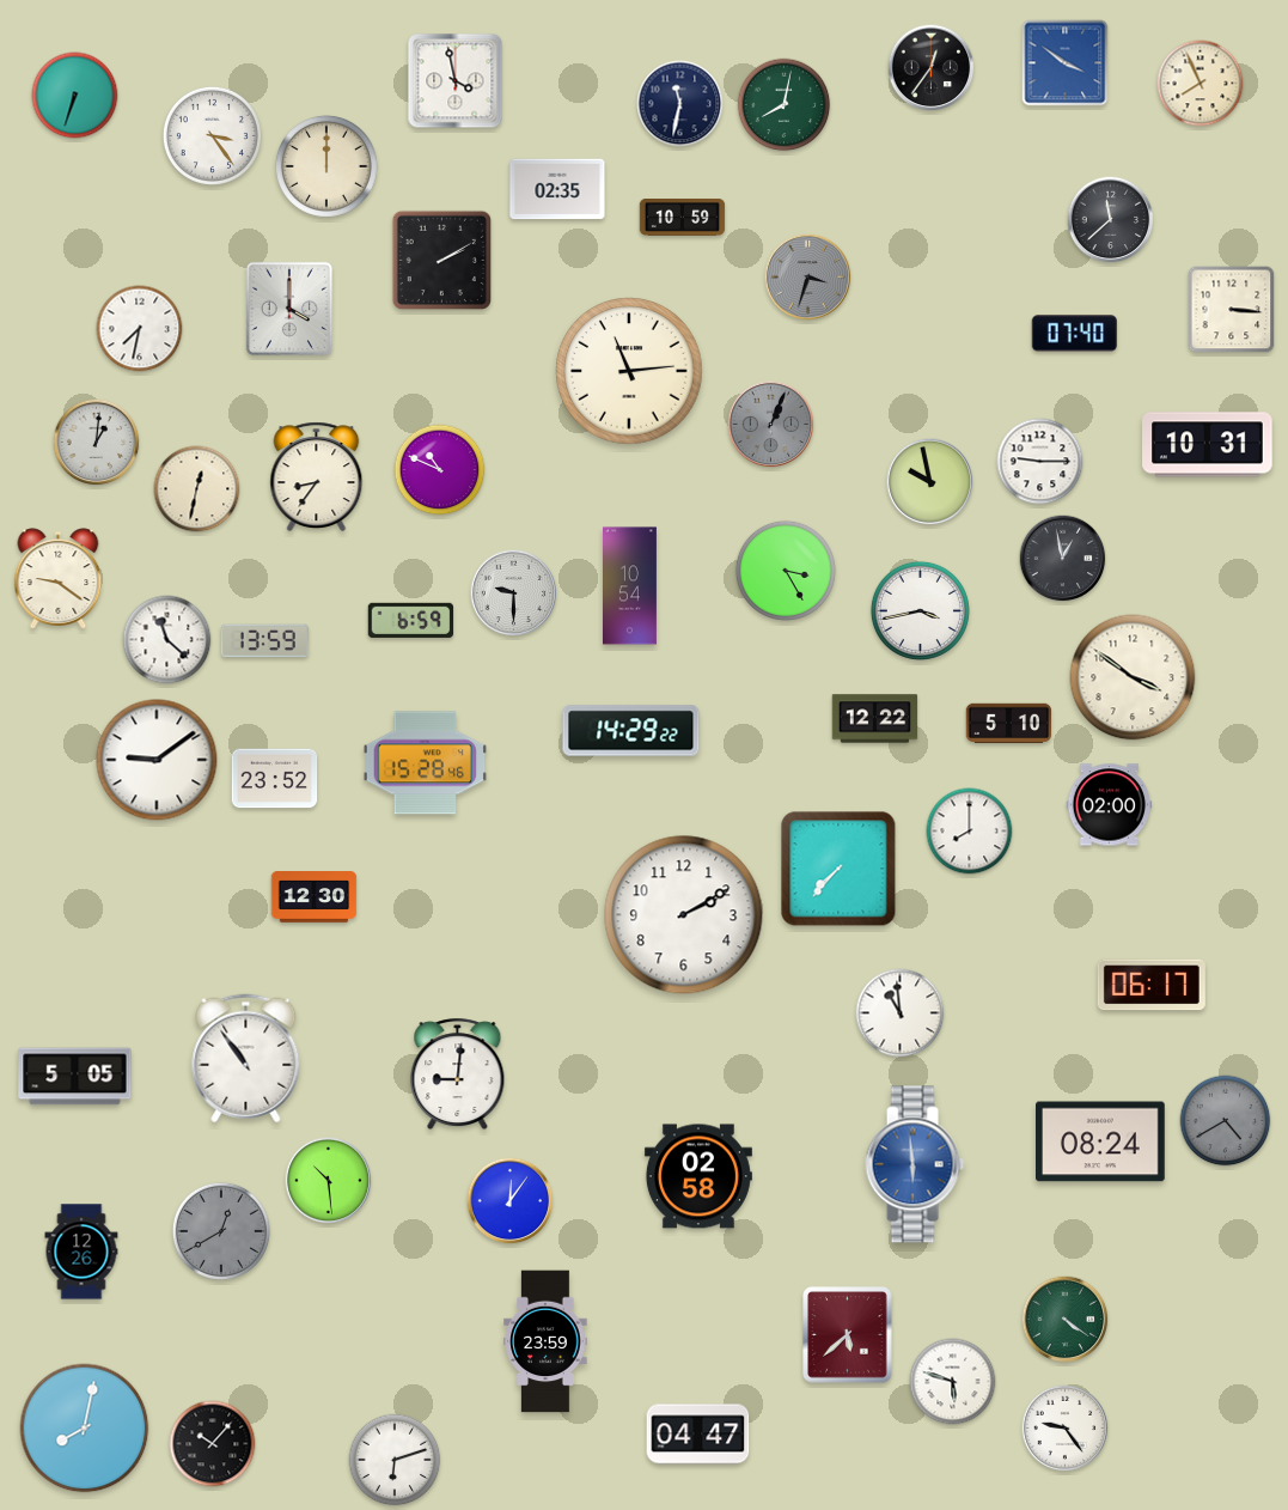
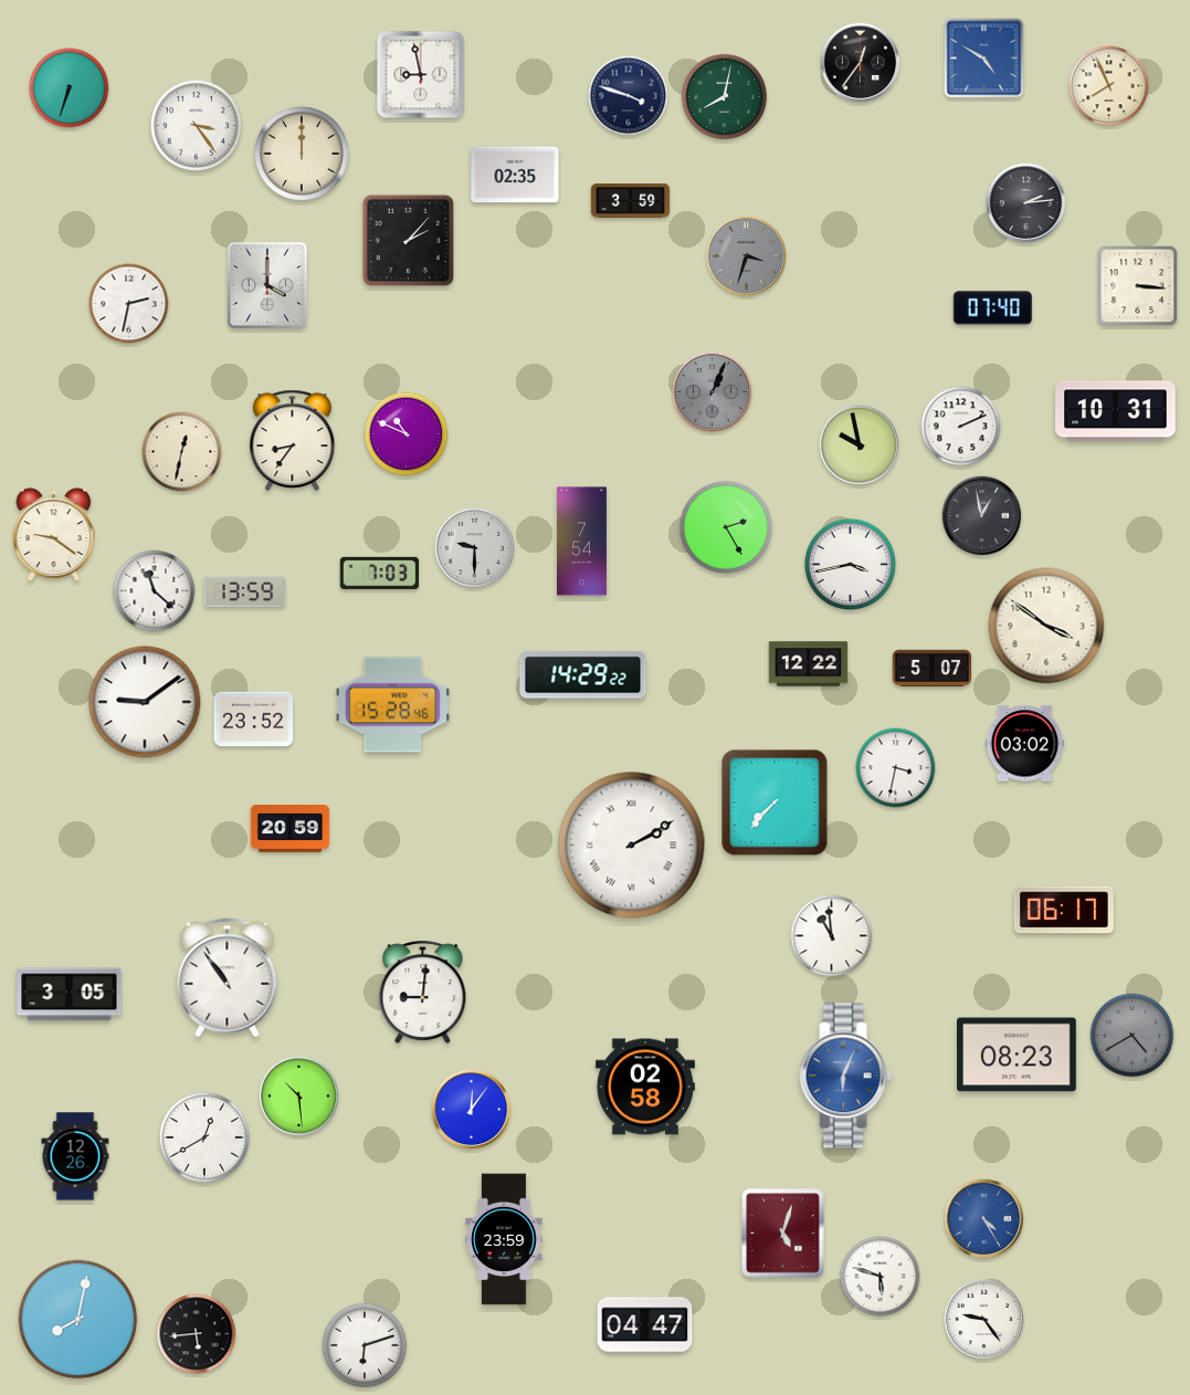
clock at (1066, 63): 3:51 -> 4:50
clock at (456, 81): 3:58 -> 8:58
clock at (1201, 84) position: (1201, 84) -> (1109, 86)
clock at (680, 104): 11:32 -> 3:48
clock at (683, 218): 10:59 -> 3:59
clock at (1111, 220): 11:38 -> 2:14
clock at (441, 260): 2:10 -> 2:07
clock at (140, 329): 7:32 -> 2:32
clock at (629, 371): 11:14 -> none
clock at (97, 443): 1:01 -> none
clock at (1040, 462): 9:15 -> 2:11
clock at (786, 571): 3:25 -> 2:25
clock at (630, 586): 10:54 -> 7:54
clock at (411, 620): 6:59 -> 7:03
clock at (1009, 723): 5:10 -> 5:07
clock at (1110, 805): 02:00 -> 03:02
clock at (970, 832): 8:00 -> 3:32
clock at (315, 897): 12:30 -> 20:59
clock at (684, 915) numerals: Arabic -> Roman
clock at (75, 1077): 5:05 -> 3:05
clock at (1101, 1141): 08:24 -> 08:23
clock at (915, 1164): 5:59 -> 6:04
clock at (329, 1181) position: (329, 1181) -> (299, 1097)
clock at (221, 1231) dial: grey -> white
clock at (1066, 1320): 4:21 -> 4:25
clock at (1066, 1320) dial: green -> blue
clock at (848, 1335): 5:38 -> 5:03
clock at (213, 1444): 10:07 -> 5:44
clock at (395, 1460) position: (395, 1460) -> (365, 1345)
